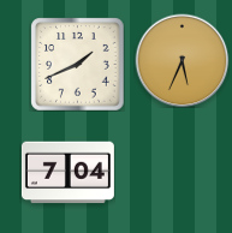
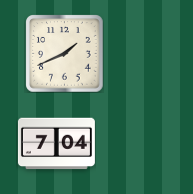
clock at (182, 60): 5:34 -> none
